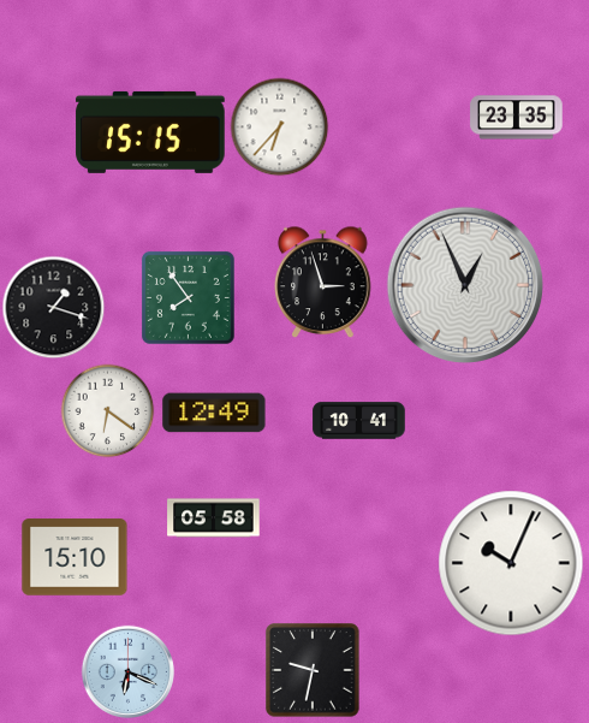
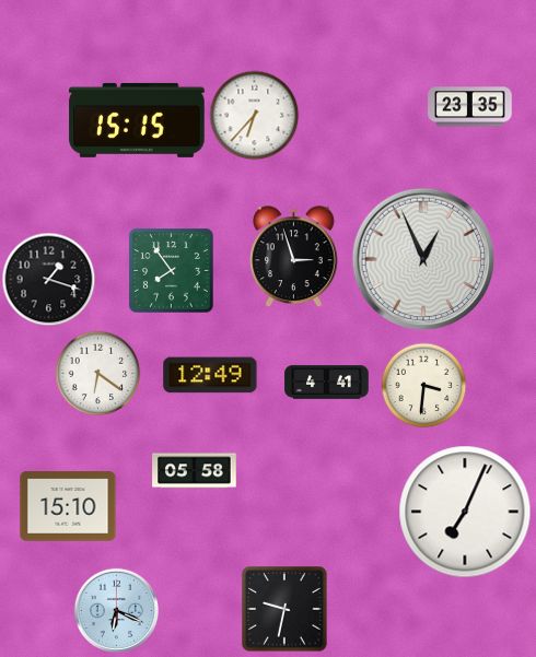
clock at (214, 413) position: (214, 413) -> (210, 375)
clock at (359, 421): 10:41 -> 4:41
clock at (423, 385): none -> 3:31
clock at (511, 563): 10:04 -> 7:04
